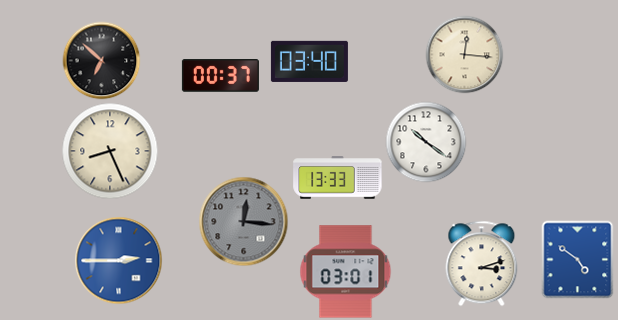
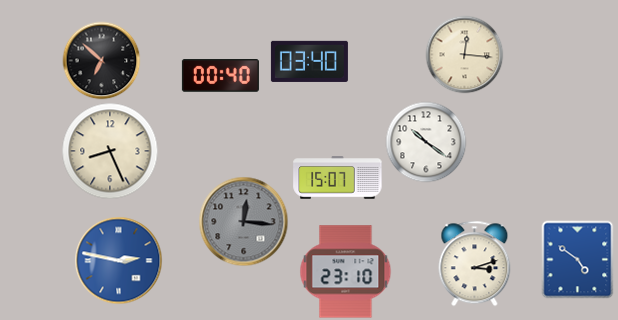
clock at (220, 76): 00:37 -> 00:40
clock at (338, 178): 13:33 -> 15:07
clock at (118, 260): 2:45 -> 2:47
clock at (482, 263) position: (482, 263) -> (475, 263)
clock at (346, 272): 03:01 -> 23:10
